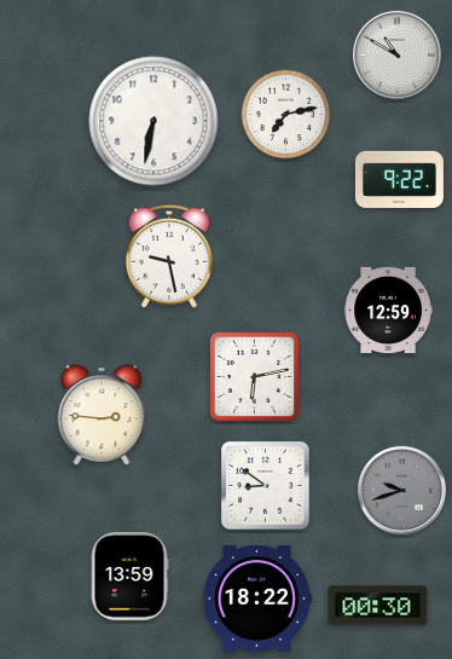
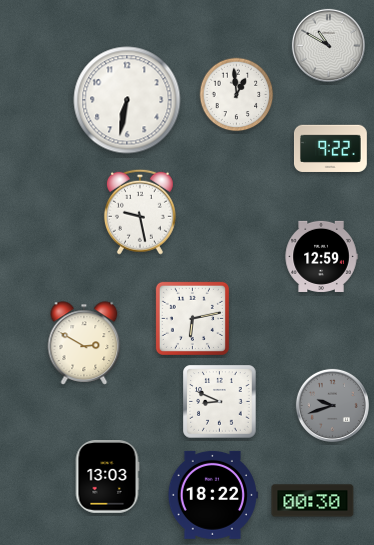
clock at (286, 115): 7:13 -> 12:59
clock at (254, 376) position: (254, 376) -> (192, 318)
clock at (102, 415): 2:46 -> 2:50
clock at (266, 486): 8:51 -> 8:49
clock at (129, 577): 13:59 -> 13:03
